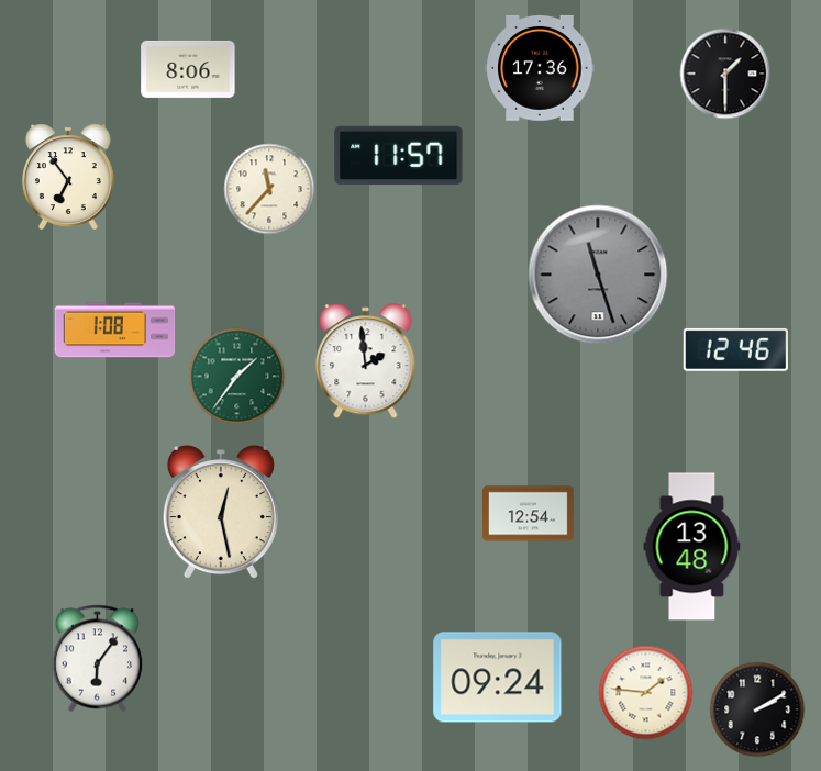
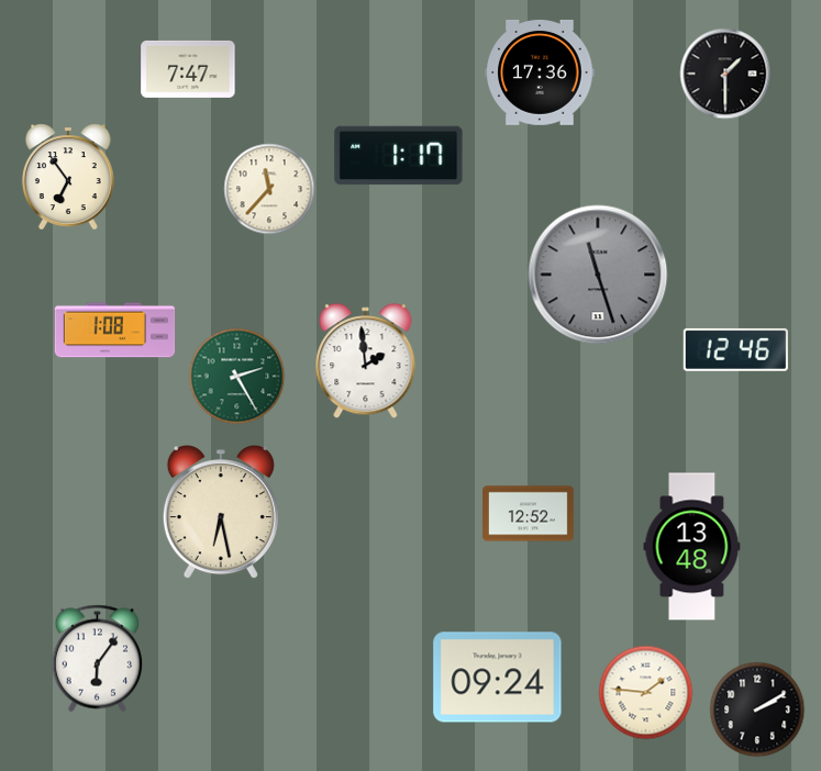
clock at (540, 68) position: (540, 68) -> (540, 72)
clock at (188, 69): 8:06 -> 7:47
clock at (399, 156): 11:57 -> 1:17
clock at (237, 377): 1:36 -> 2:25
clock at (221, 513): 12:28 -> 6:28
clock at (529, 514): 12:54 -> 12:52
